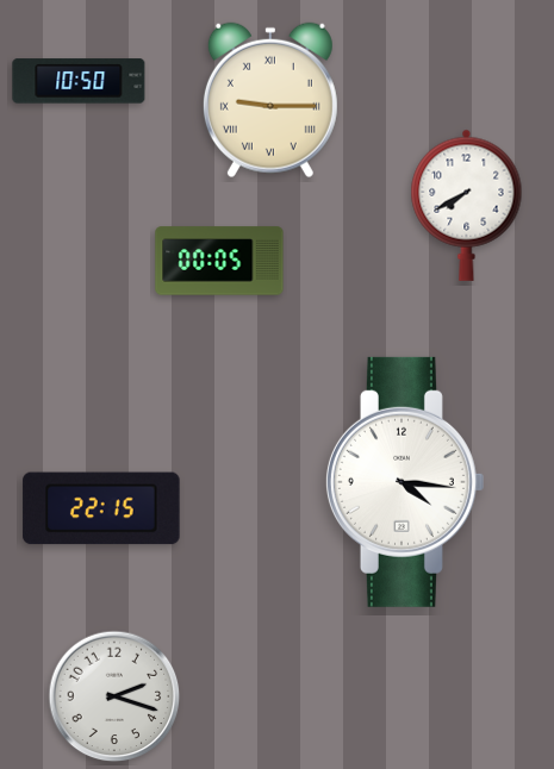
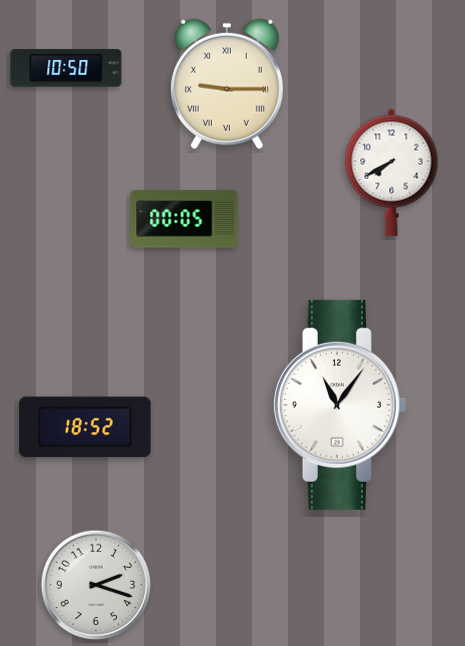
clock at (404, 482): 4:16 -> 11:06
clock at (101, 508): 22:15 -> 18:52
